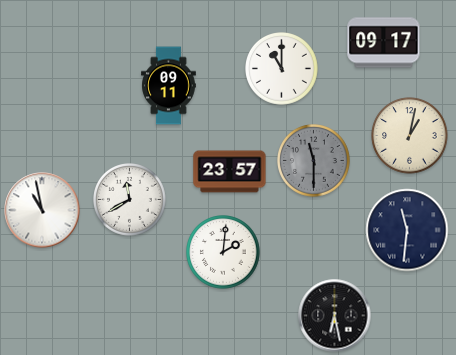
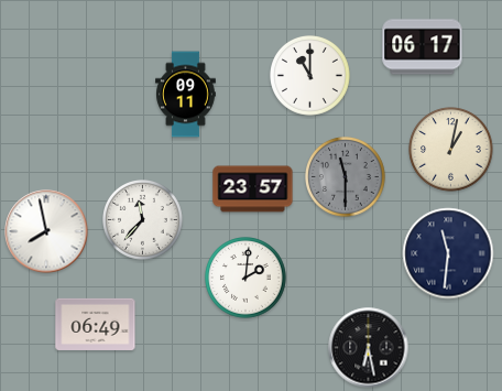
clock at (384, 43): 09:17 -> 06:17
clock at (130, 200): 11:40 -> 11:37
clock at (42, 210): 10:58 -> 7:58
clock at (96, 324): none -> 06:49
